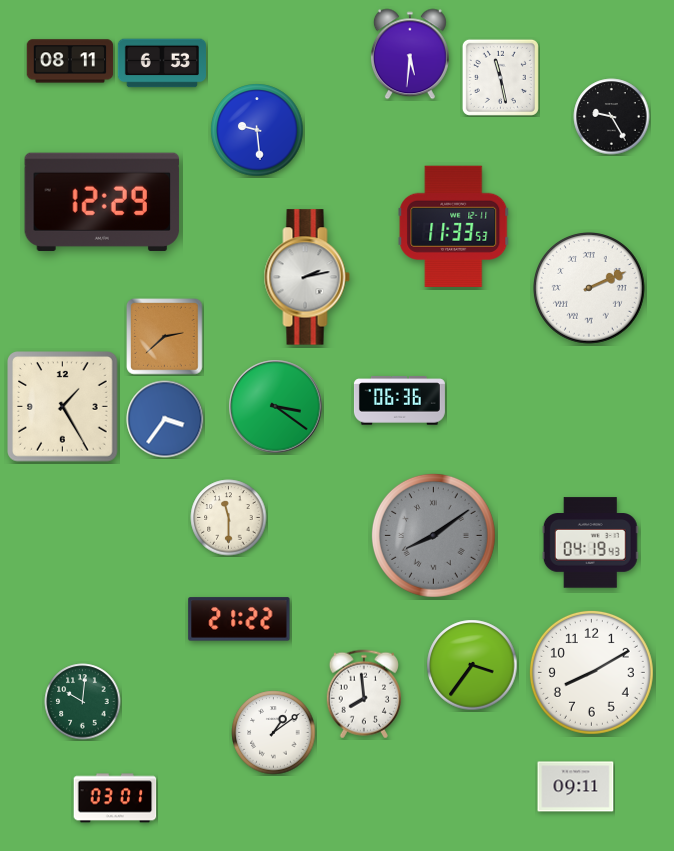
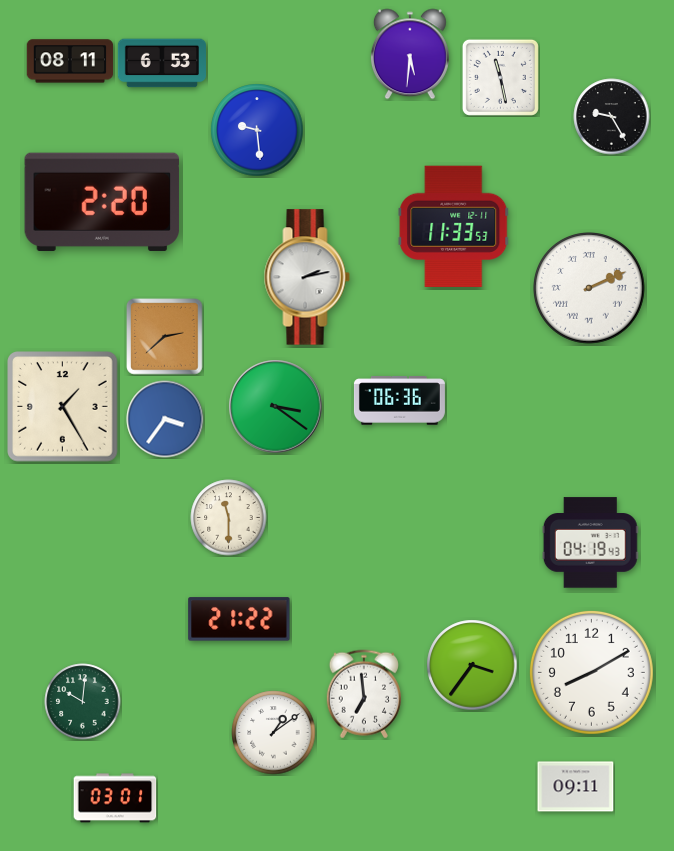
clock at (102, 202): 12:29 -> 2:20
clock at (433, 535): 8:09 -> none
clock at (364, 694): 7:59 -> 6:59
